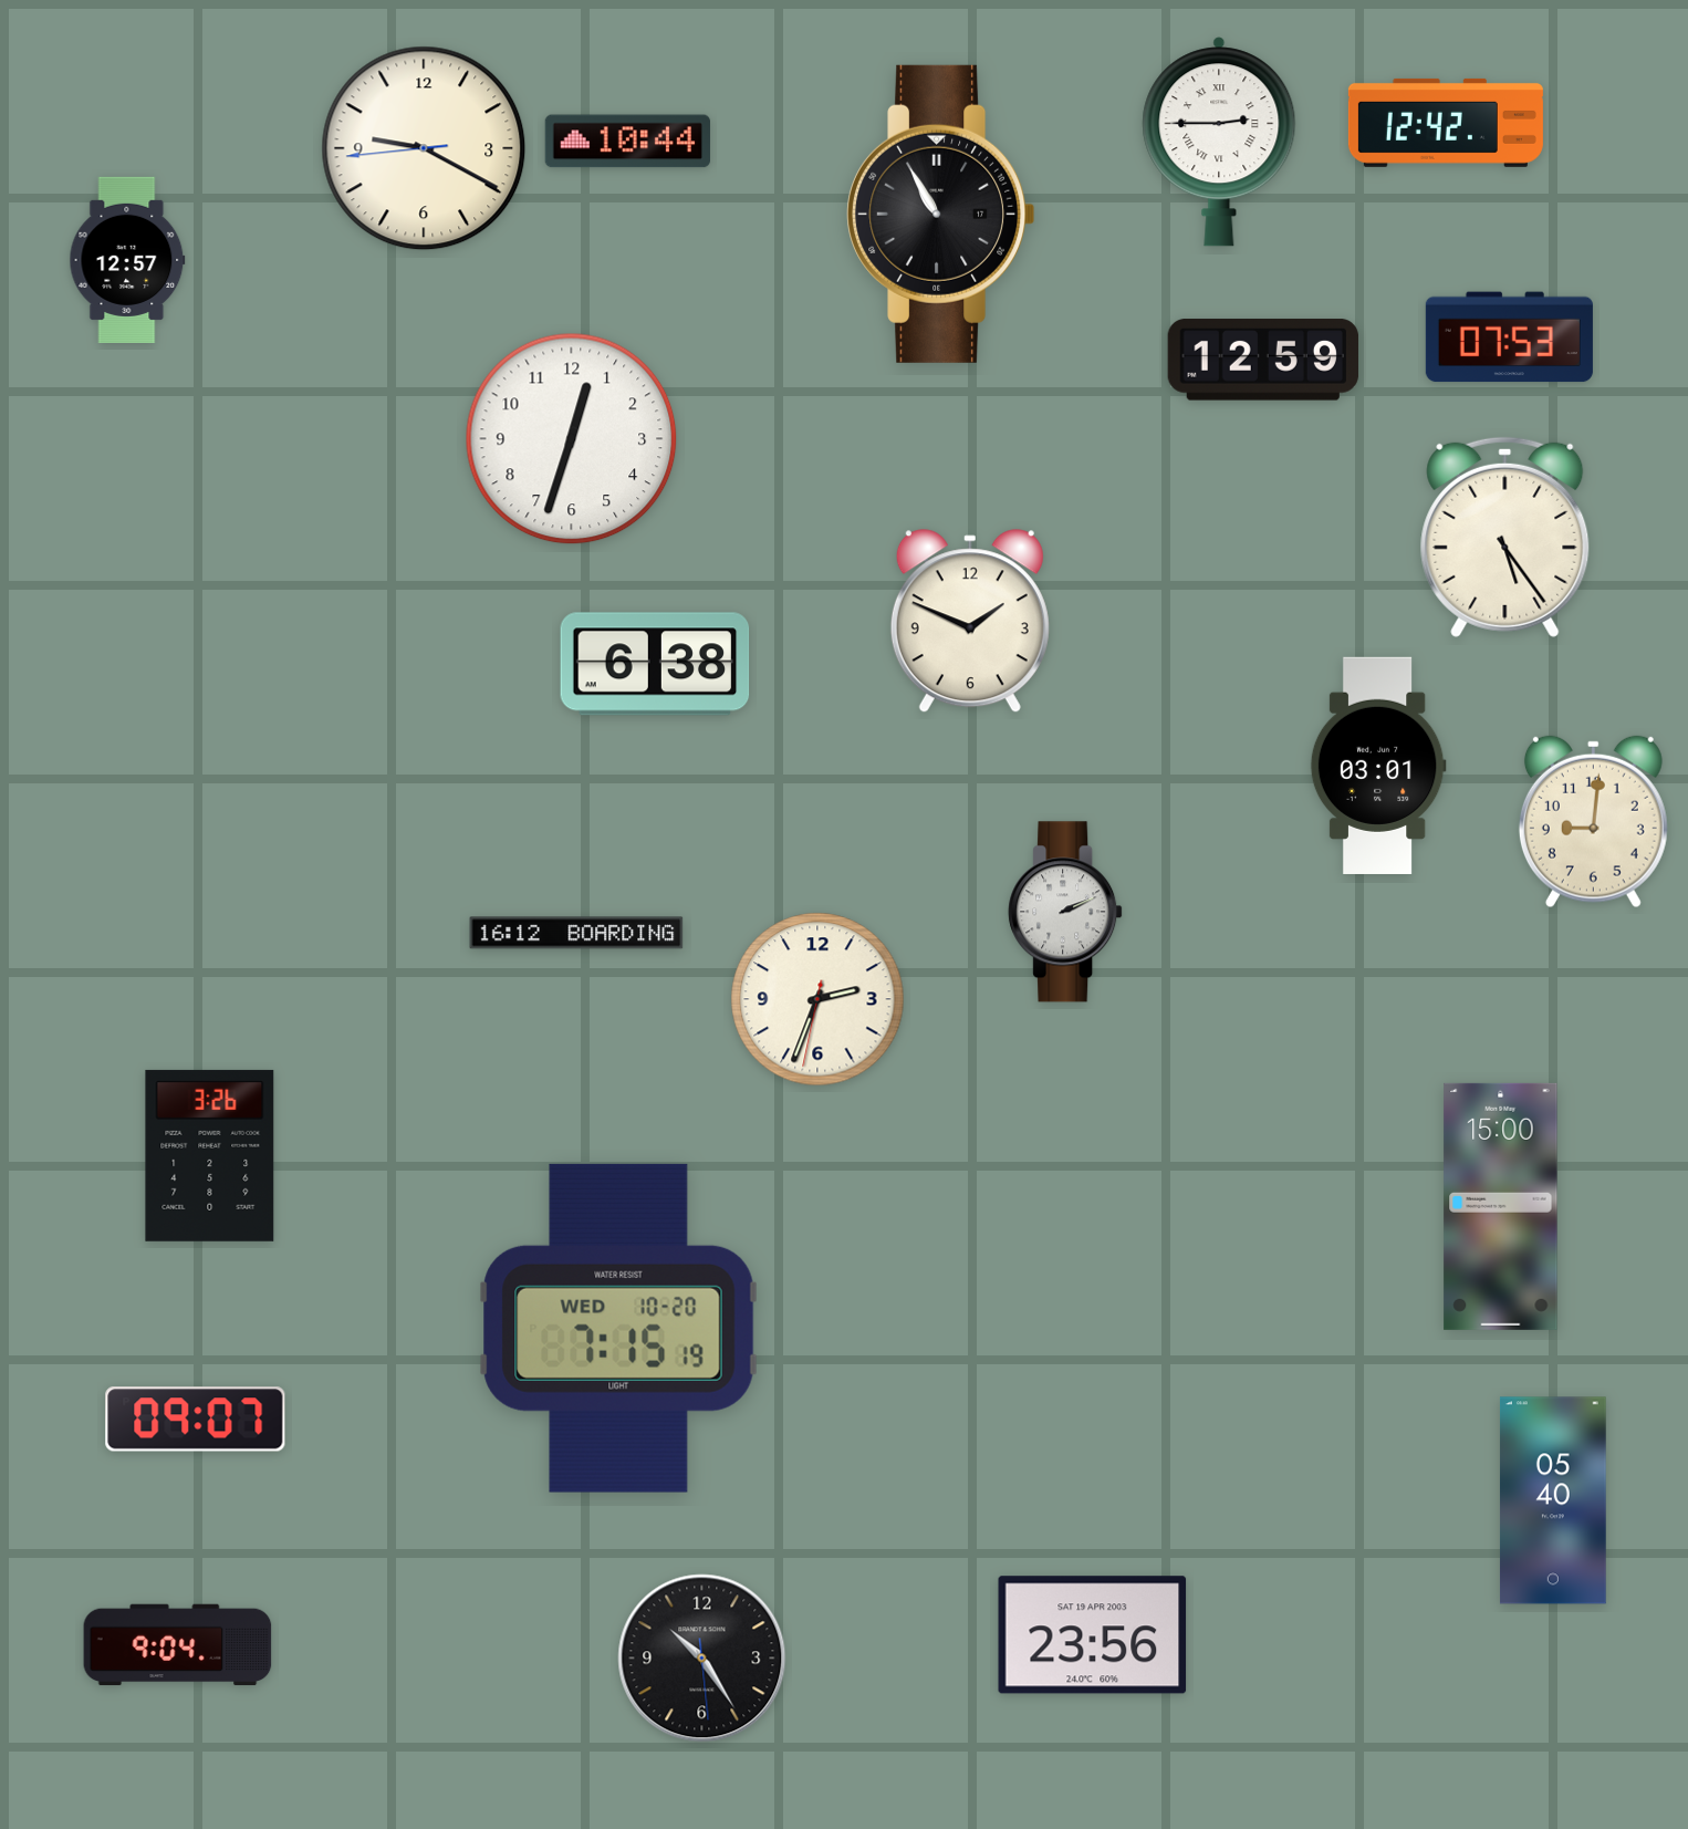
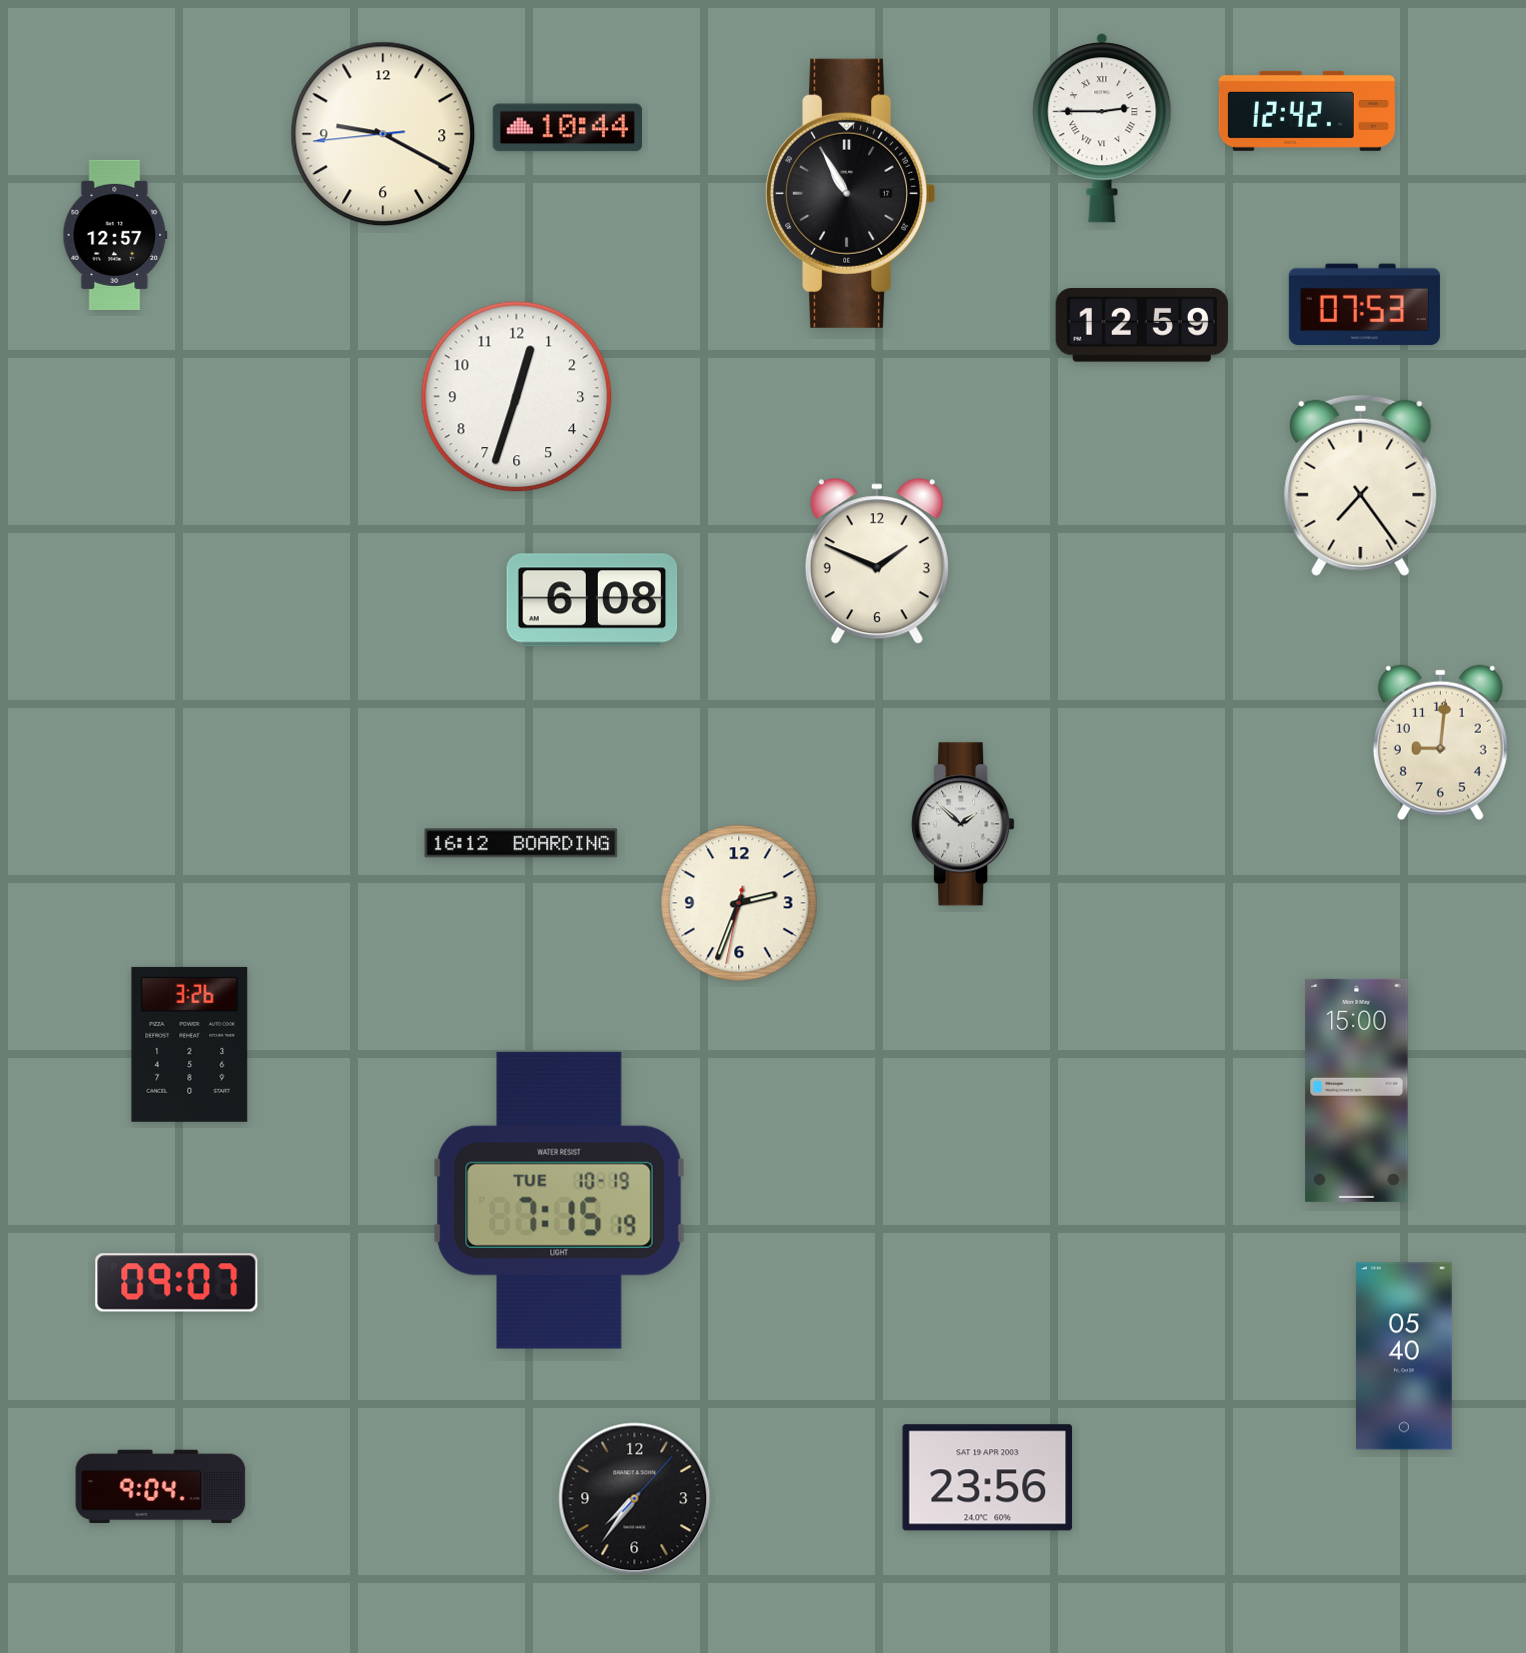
clock at (1505, 537): 5:24 -> 7:24
clock at (655, 664): 6:38 -> 6:08
clock at (1378, 766): 03:01 -> none
clock at (1065, 912): 2:11 -> 1:52
clock at (618, 1328) date: WED 10-20 -> TUE 10-19
clock at (702, 1659): 10:24 -> 7:36
